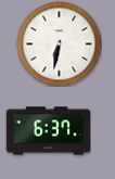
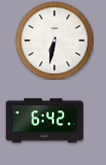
clock at (48, 131): 6:37 -> 6:42
